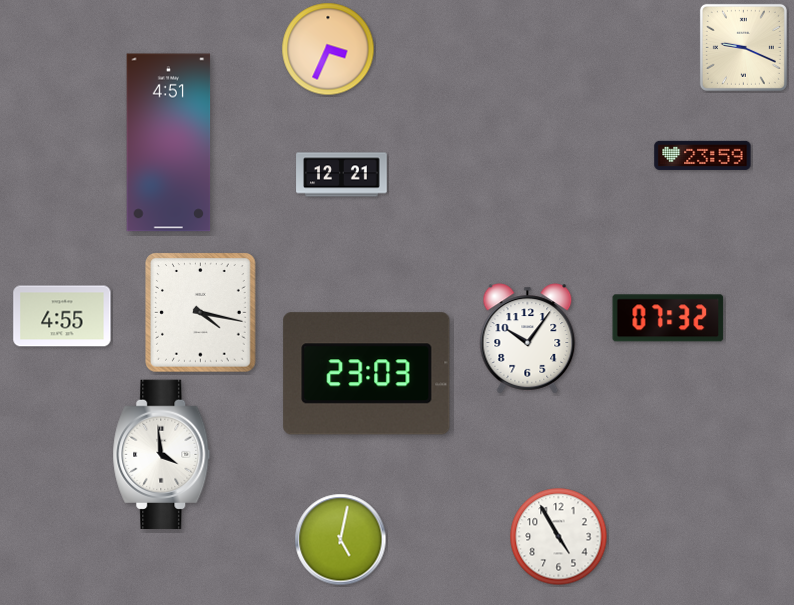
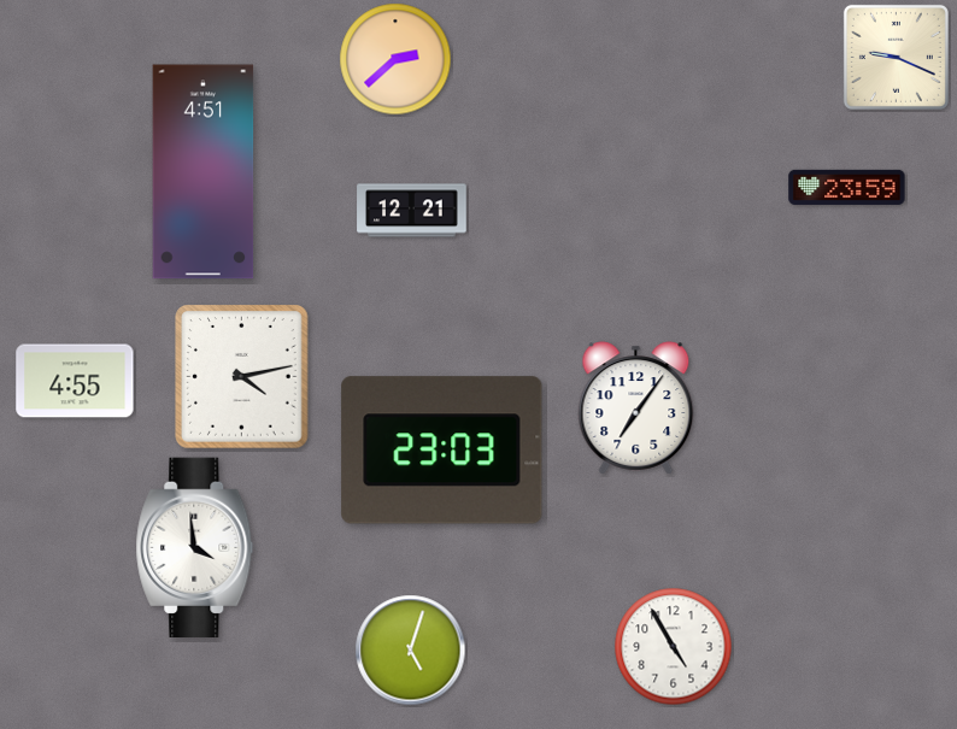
clock at (328, 49): 3:34 -> 2:38
clock at (201, 313): 4:17 -> 4:13
clock at (668, 318): 07:32 -> none
clock at (528, 339): 10:06 -> 7:06
clock at (341, 540): 5:02 -> 5:03
